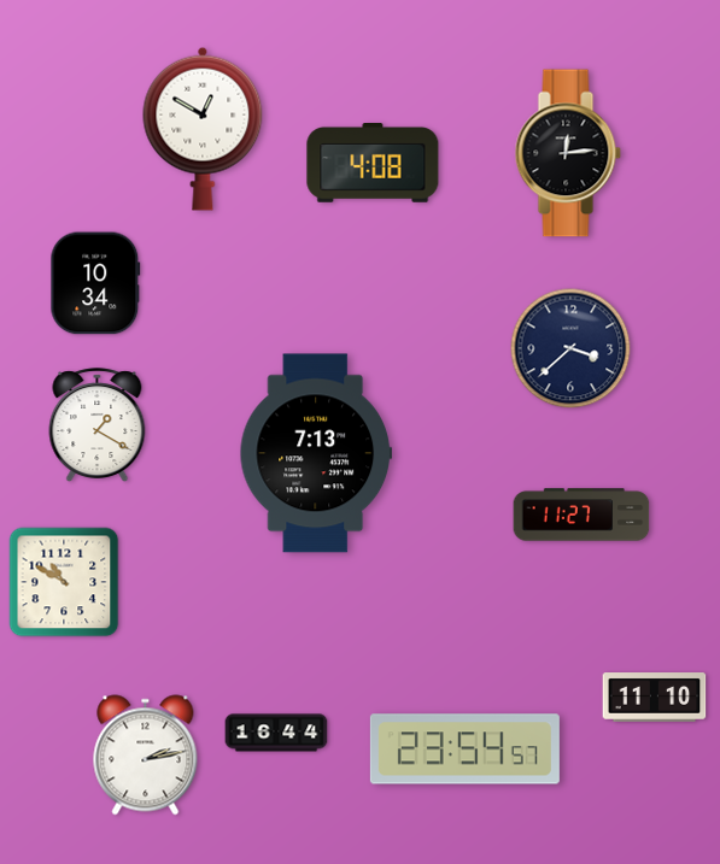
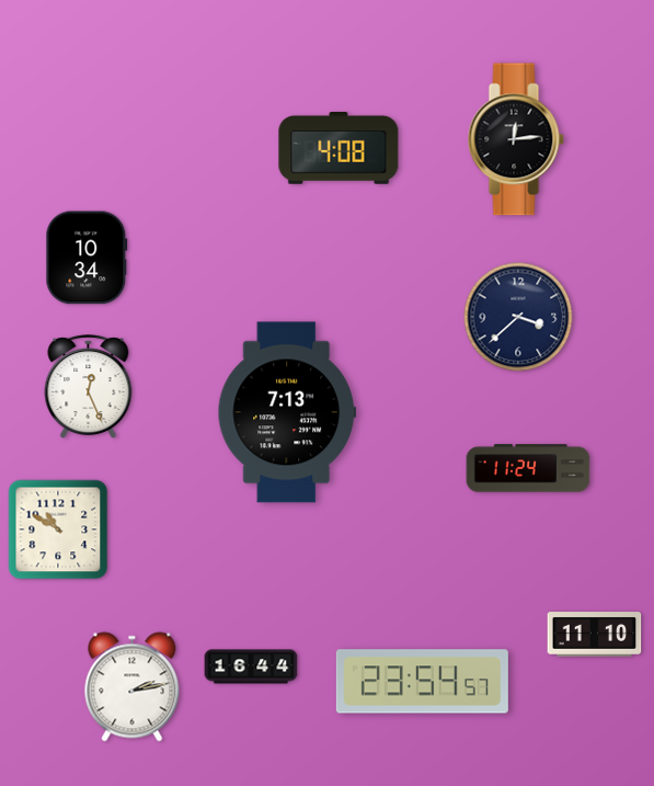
clock at (203, 129): 12:50 -> none
clock at (98, 424): 1:20 -> 12:26
clock at (581, 515): 11:27 -> 11:24
